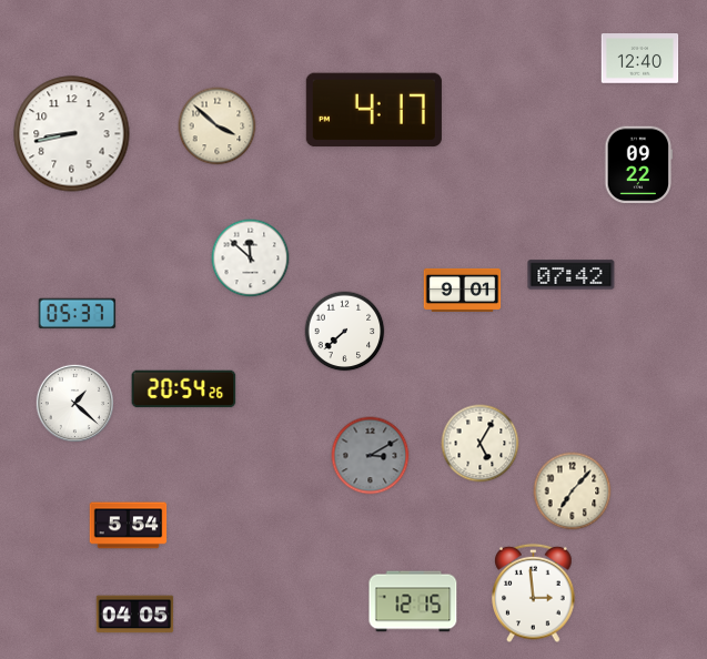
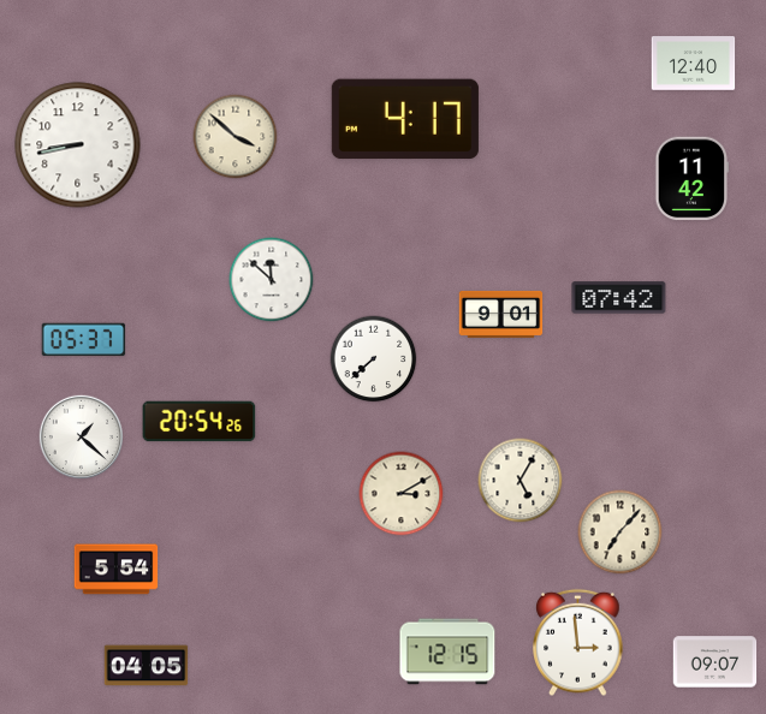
clock at (639, 165): 09:22 -> 11:42
clock at (371, 456) dial: grey -> cream
clock at (129, 526) position: (129, 526) -> (117, 570)
clock at (715, 662): none -> 09:07
